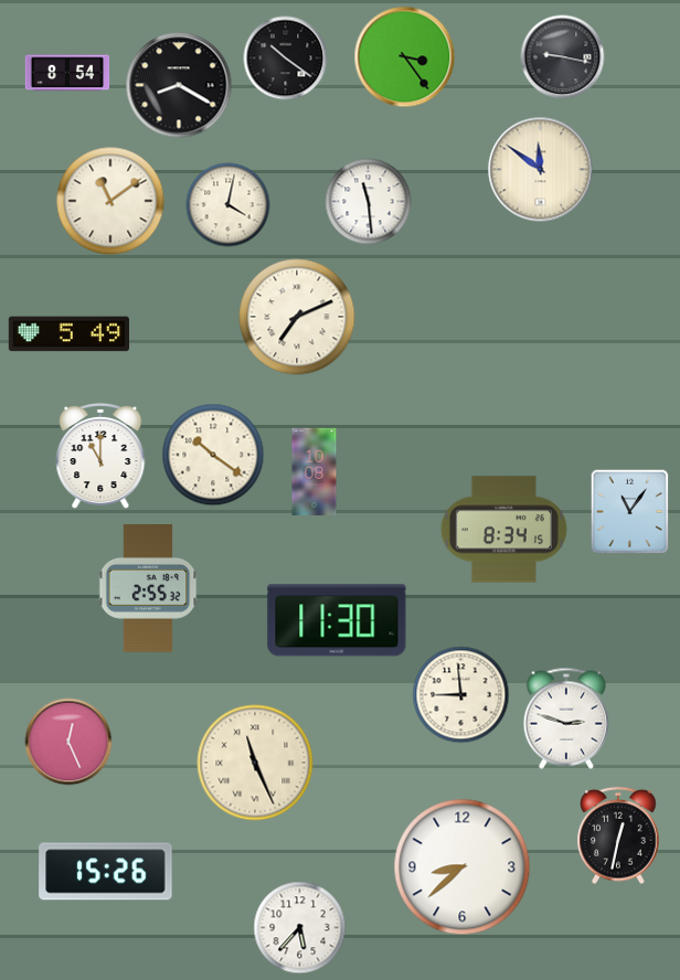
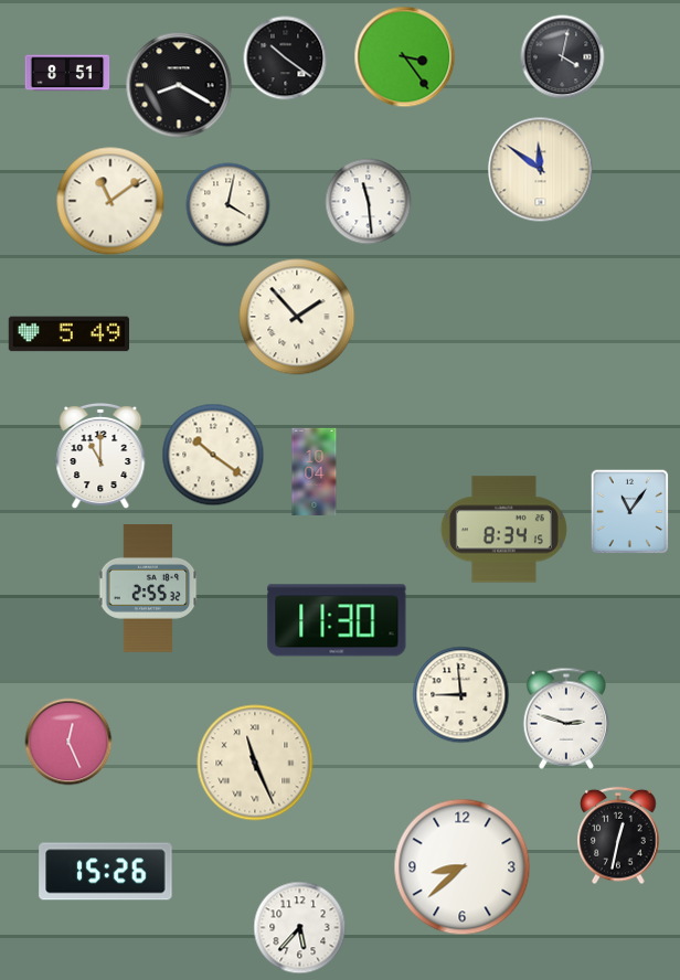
clock at (563, 57): 9:17 -> 4:02
clock at (67, 73): 8:54 -> 8:51
clock at (297, 317): 7:11 -> 1:53
clock at (315, 471): 10:08 -> 10:04
